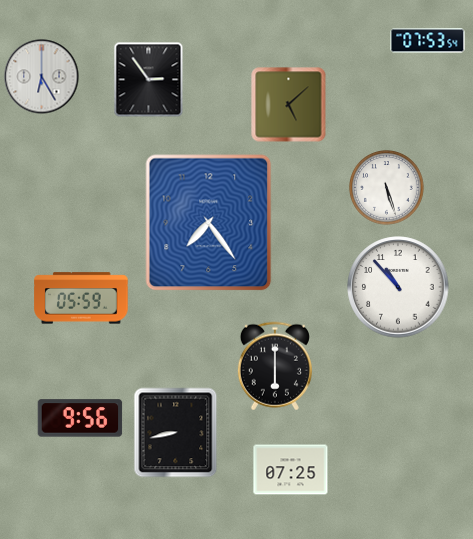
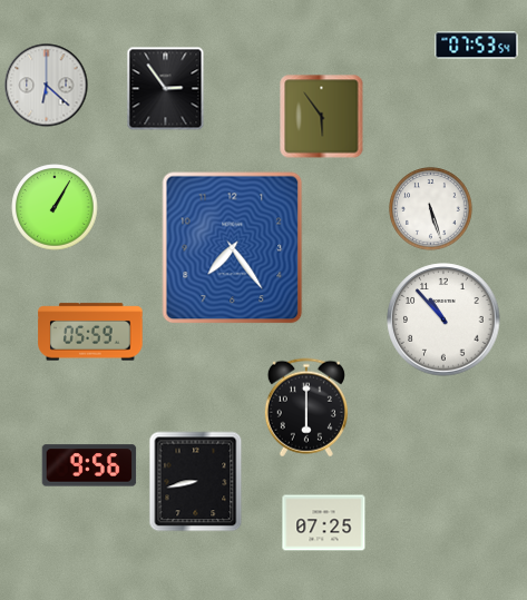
clock at (42, 77): 6:25 -> 6:22
clock at (289, 105): 5:08 -> 5:54
clock at (55, 207): none -> 1:05
